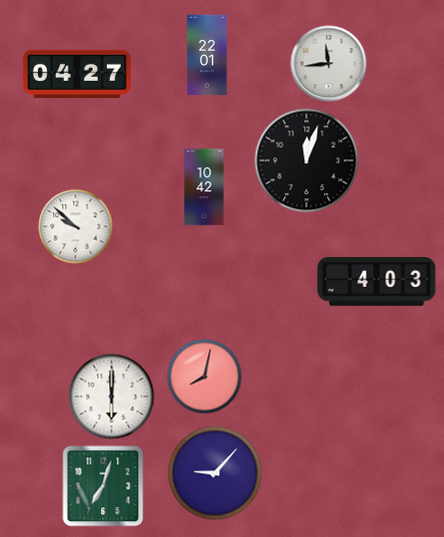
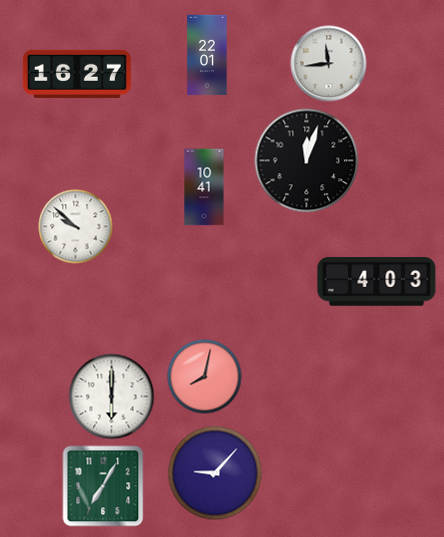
clock at (77, 74): 04:27 -> 16:27
clock at (204, 187): 10:42 -> 10:41
clock at (103, 486): 7:03 -> 7:05
